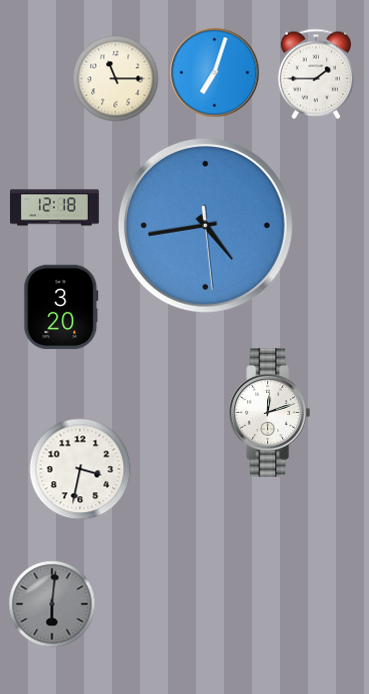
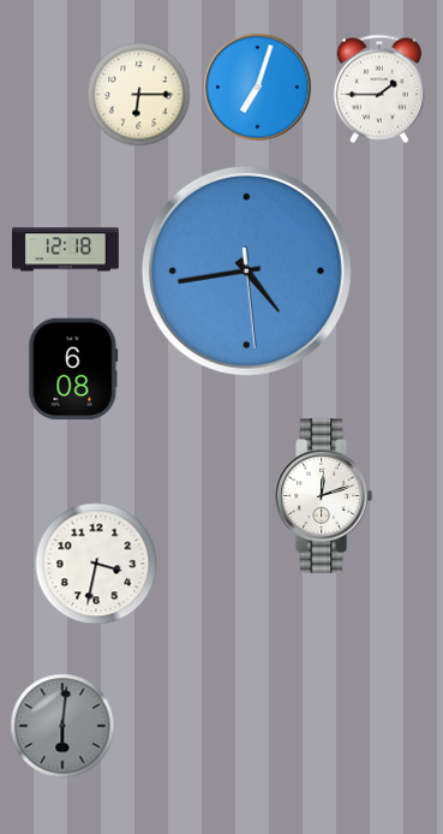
clock at (116, 79): 11:15 -> 6:15
clock at (61, 307): 3:20 -> 6:08
